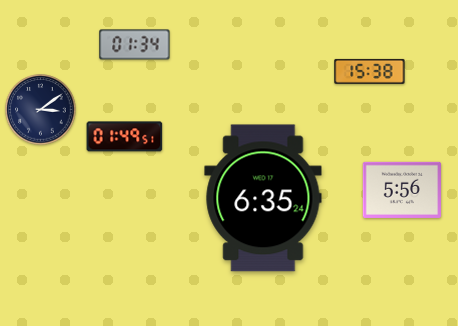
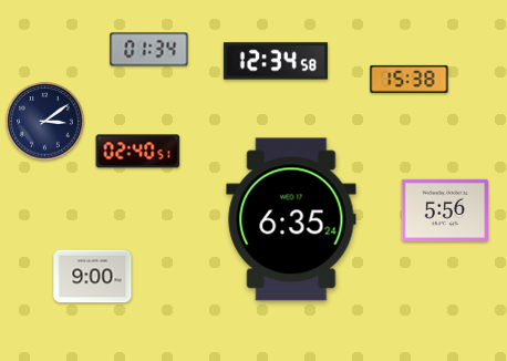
clock at (276, 61): none -> 12:34
clock at (125, 137): 01:49 -> 02:40
clock at (93, 277): none -> 9:00
